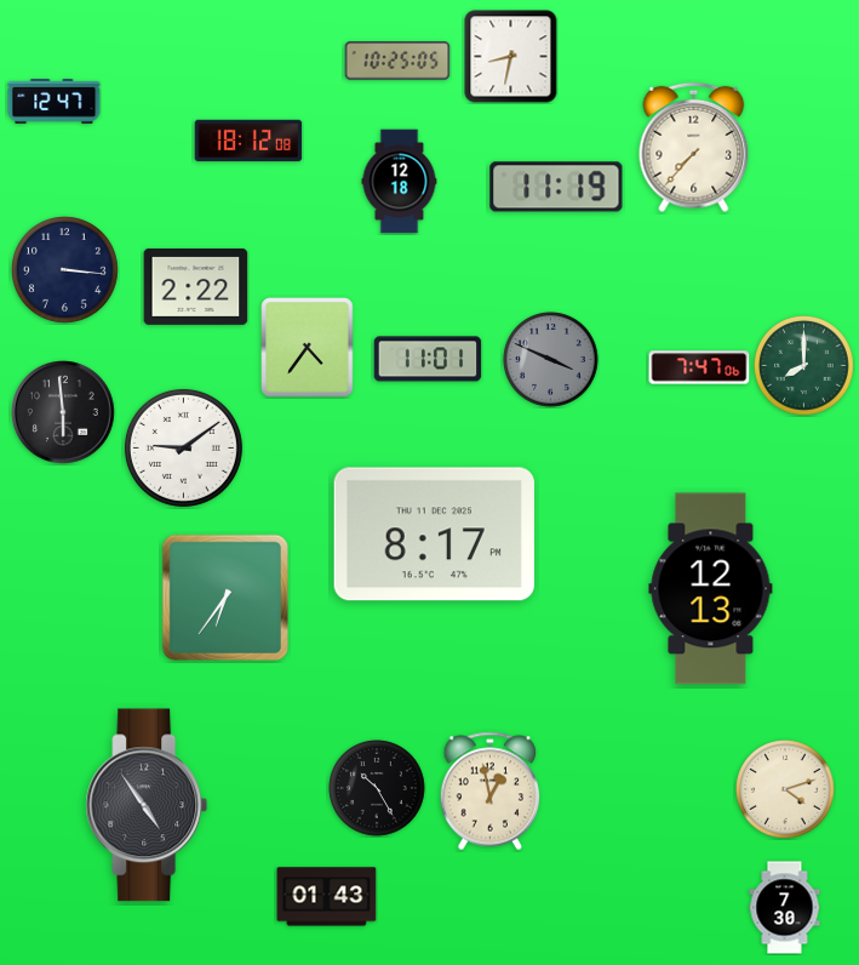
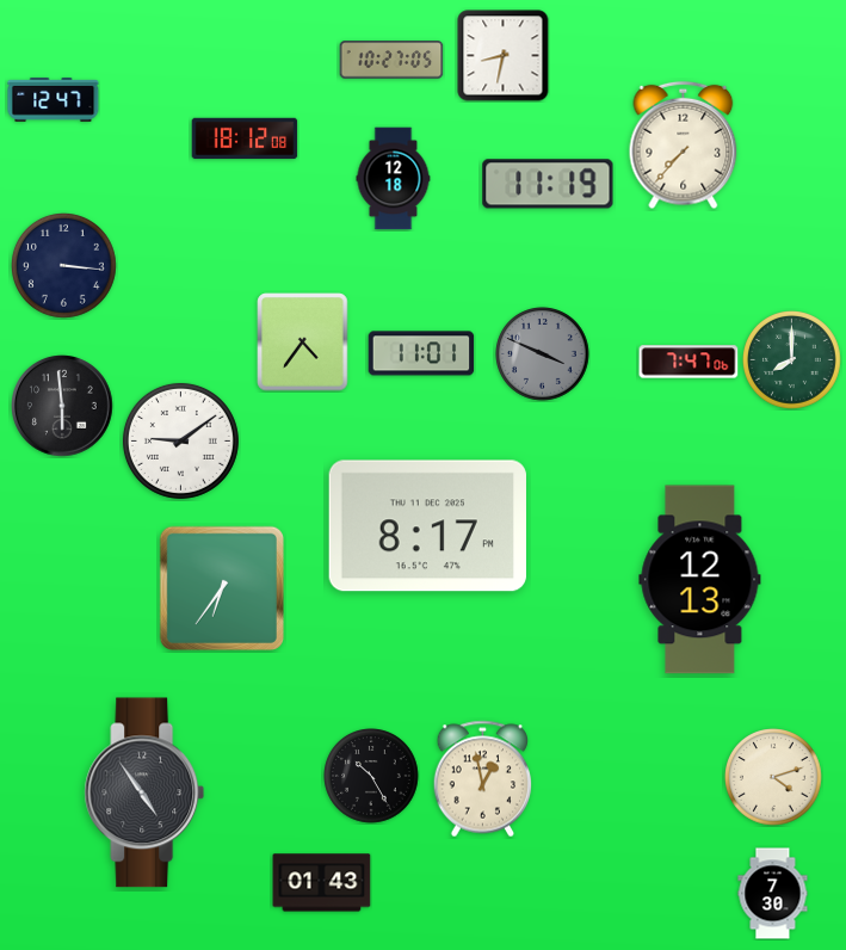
clock at (397, 61): 10:25 -> 10:27
clock at (196, 286): 2:22 -> none
